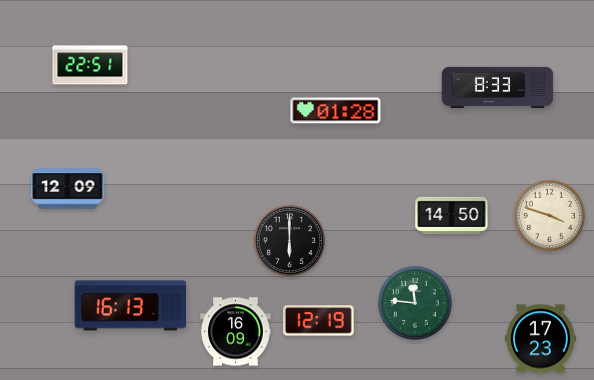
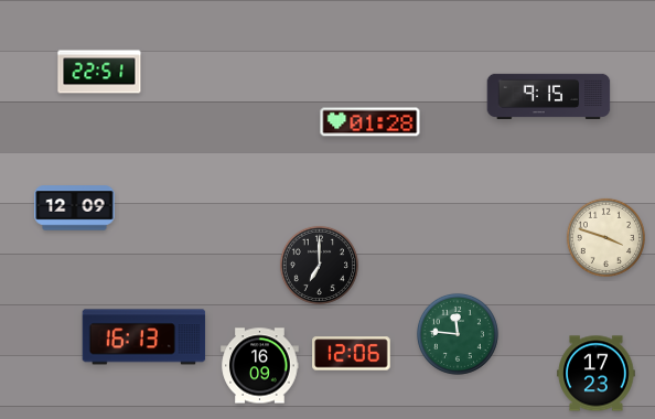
clock at (498, 87): 8:33 -> 9:15
clock at (452, 215): 14:50 -> none
clock at (289, 240): 6:00 -> 7:00
clock at (319, 321): 12:19 -> 12:06
